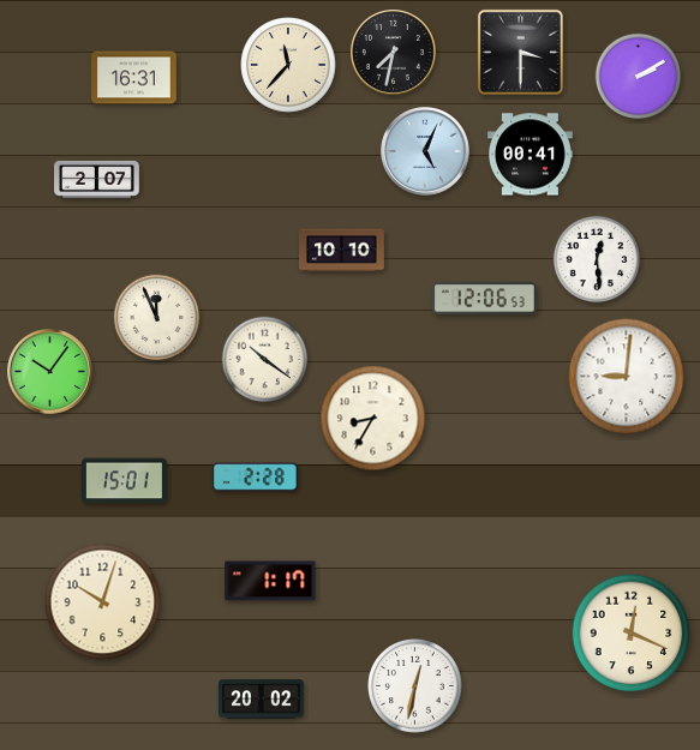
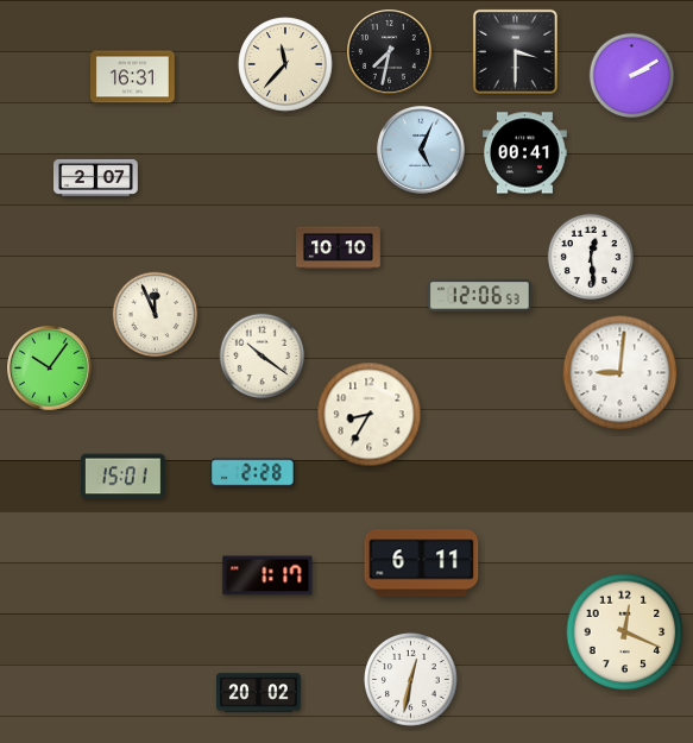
clock at (422, 563): none -> 6:11
clock at (103, 602): 10:03 -> none
clock at (632, 634) position: (632, 634) -> (625, 632)
